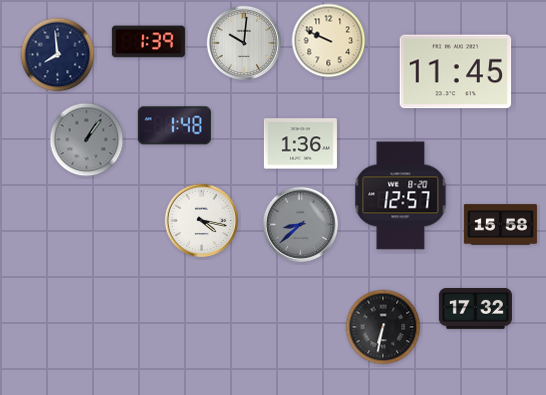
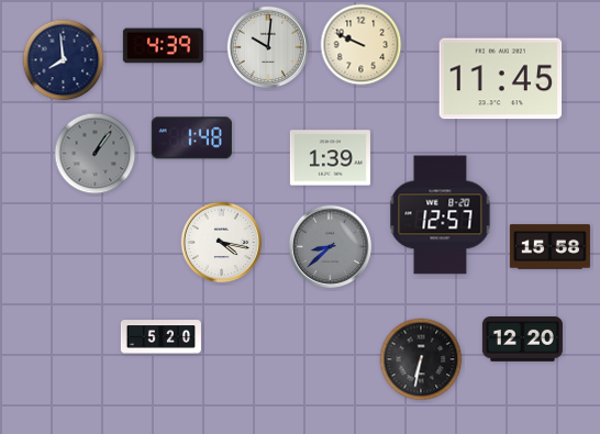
clock at (148, 42): 1:39 -> 4:39
clock at (300, 144): 1:36 -> 1:39
clock at (160, 337): none -> 5:20
clock at (475, 309): 17:32 -> 12:20
